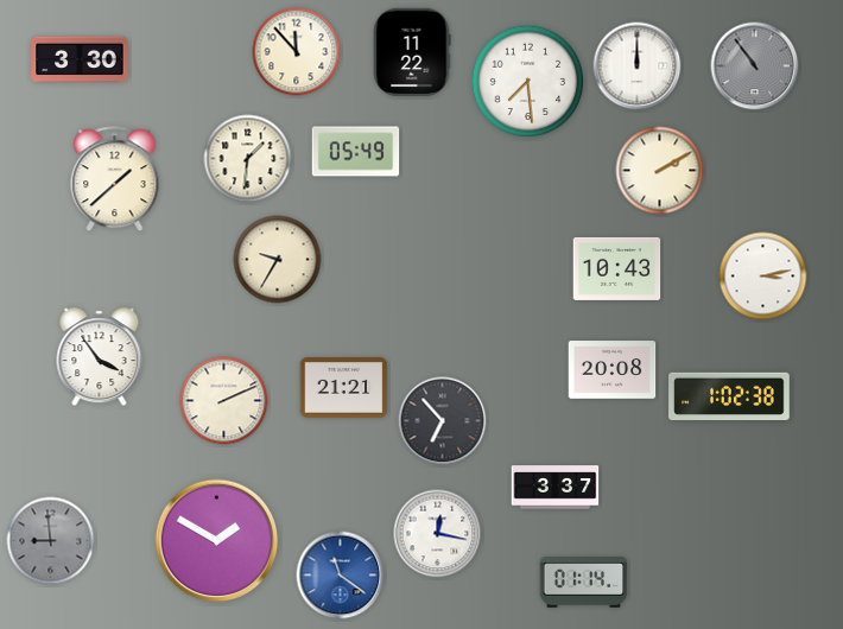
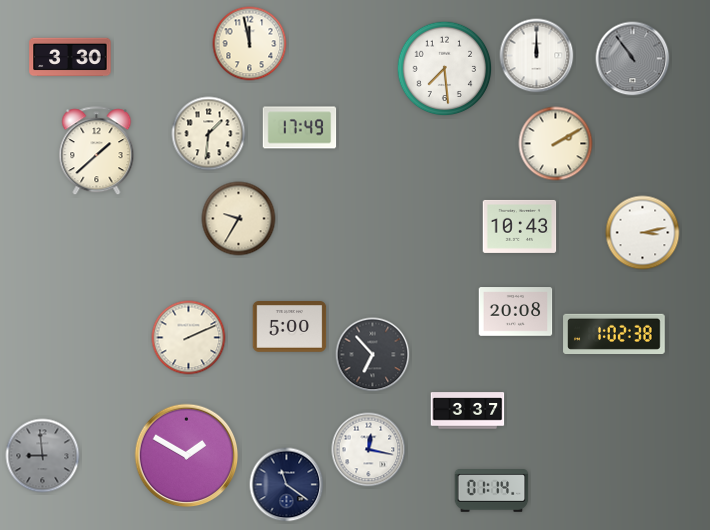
clock at (297, 52): 11:53 -> 11:58
clock at (412, 52): 11:22 -> none
clock at (80, 59) position: (80, 59) -> (70, 57)
clock at (755, 66) position: (755, 66) -> (633, 59)
clock at (356, 152): 05:49 -> 17:49
clock at (278, 260) position: (278, 260) -> (239, 219)
clock at (100, 357): 3:54 -> none
clock at (344, 388): 21:21 -> 5:00
clock at (217, 541) position: (217, 541) -> (187, 456)
clock at (341, 576) dial: blue -> navy
